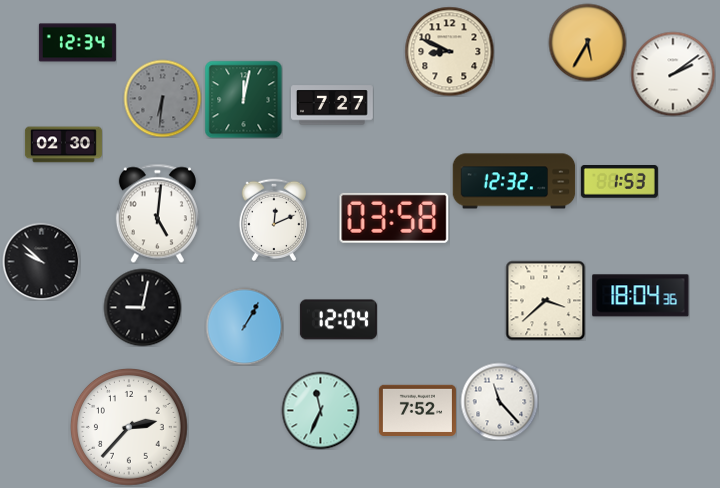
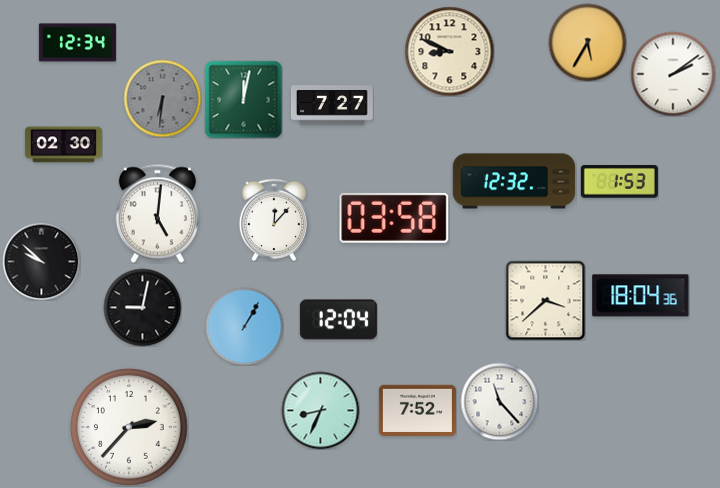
clock at (273, 220): 12:11 -> 12:07
clock at (320, 410): 11:34 -> 8:34
